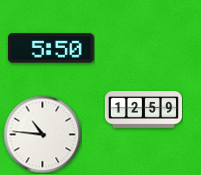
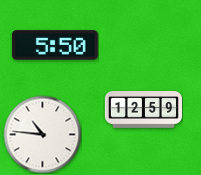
clock at (51, 48) position: (51, 48) -> (55, 45)
